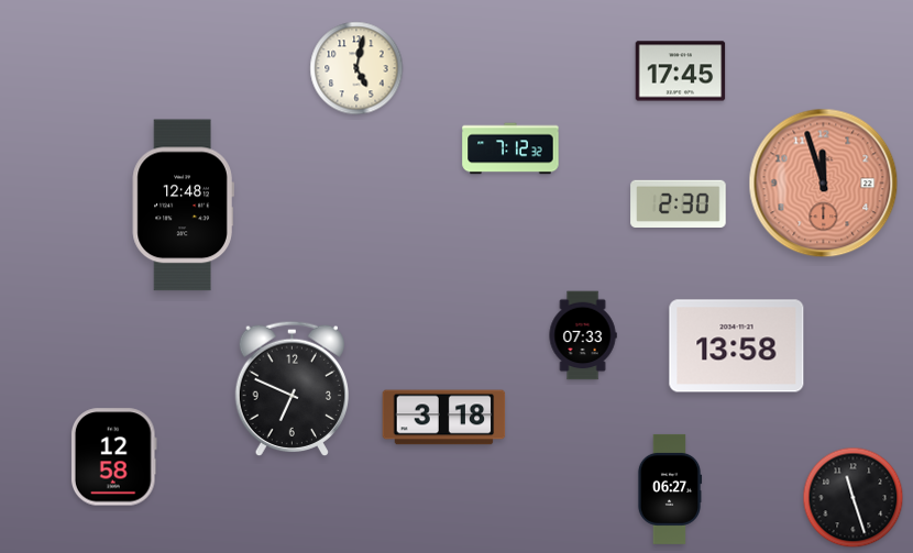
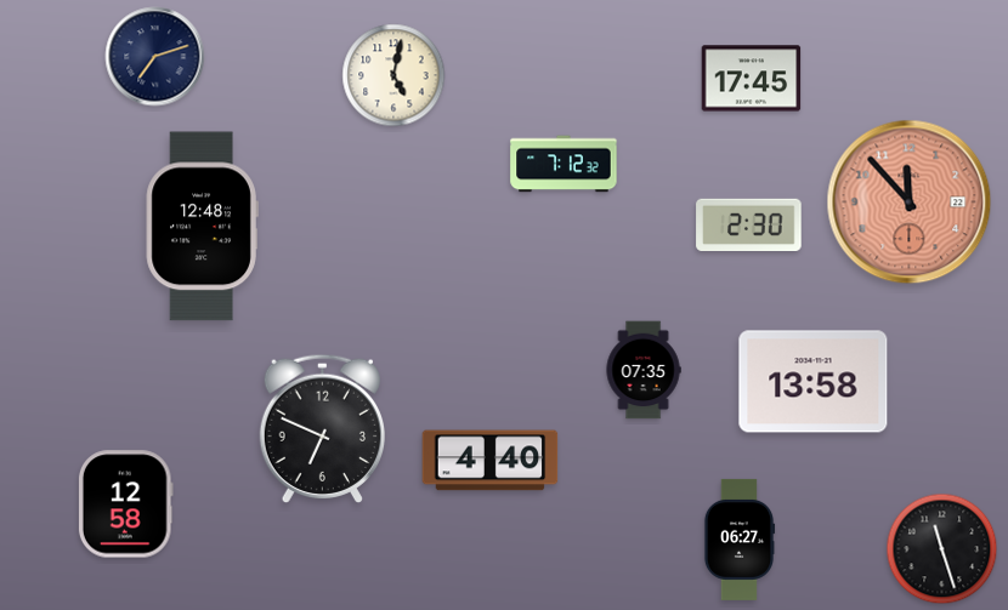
clock at (155, 57): none -> 7:12
clock at (824, 184): 11:57 -> 11:53
clock at (583, 335): 07:33 -> 07:35
clock at (444, 418): 3:18 -> 4:40
